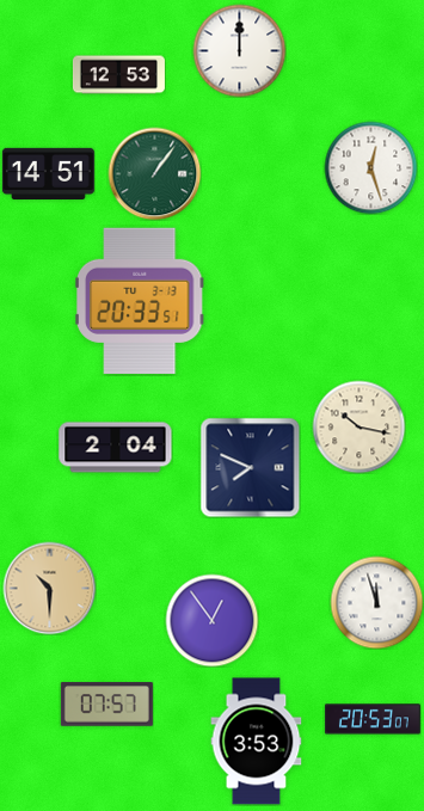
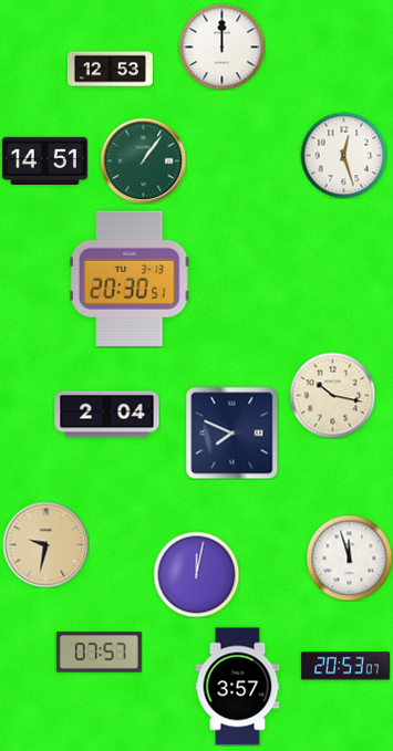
clock at (140, 301): 20:33 -> 20:30
clock at (49, 588): 10:30 -> 9:32
clock at (211, 620): 12:54 -> 12:02
clock at (257, 742): 3:53 -> 3:57
